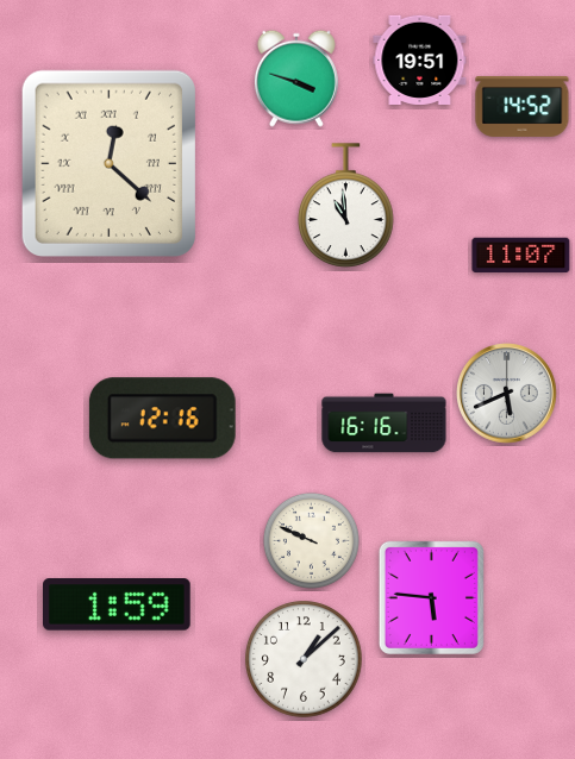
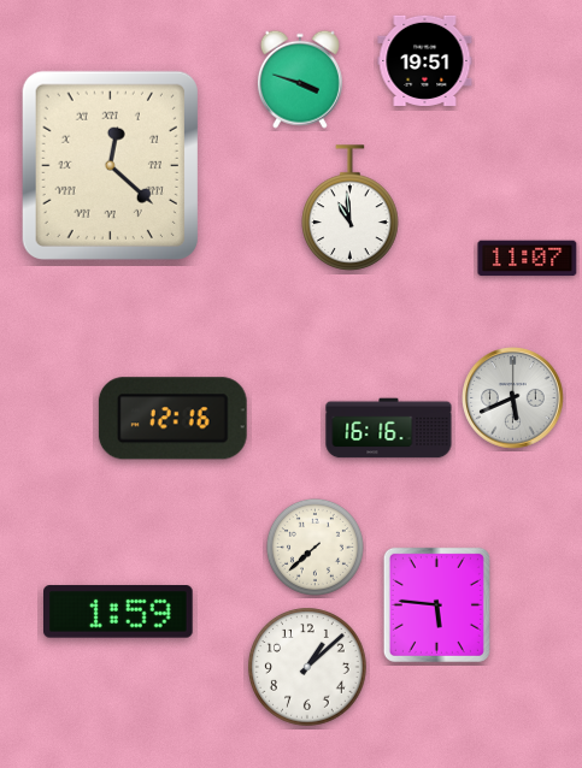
clock at (523, 106): 14:52 -> none
clock at (162, 419) position: (162, 419) -> (172, 419)
clock at (311, 540): 9:49 -> 7:38
